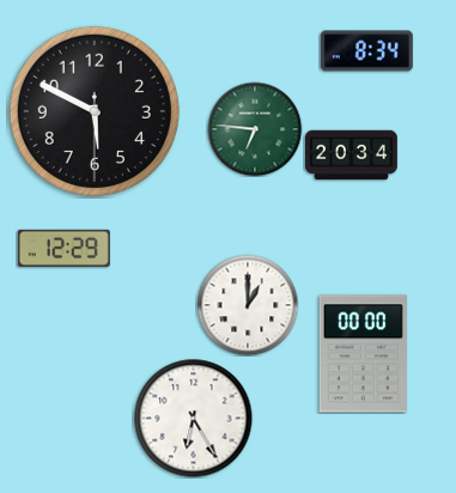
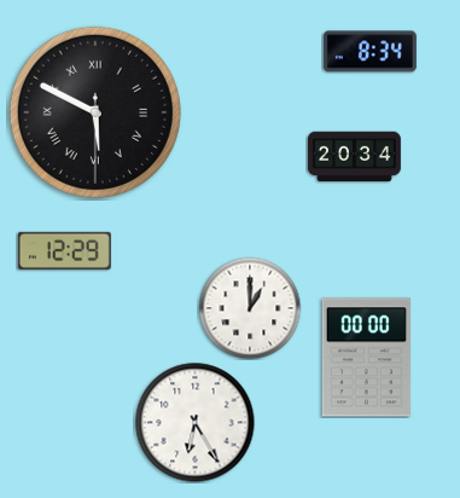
clock at (95, 111) numerals: Arabic -> Roman
clock at (255, 129): 6:46 -> none
